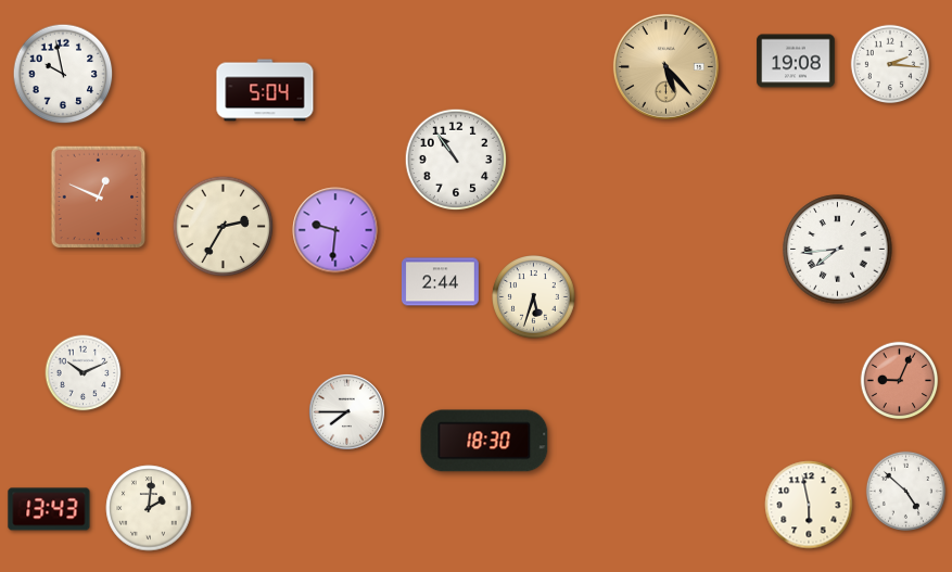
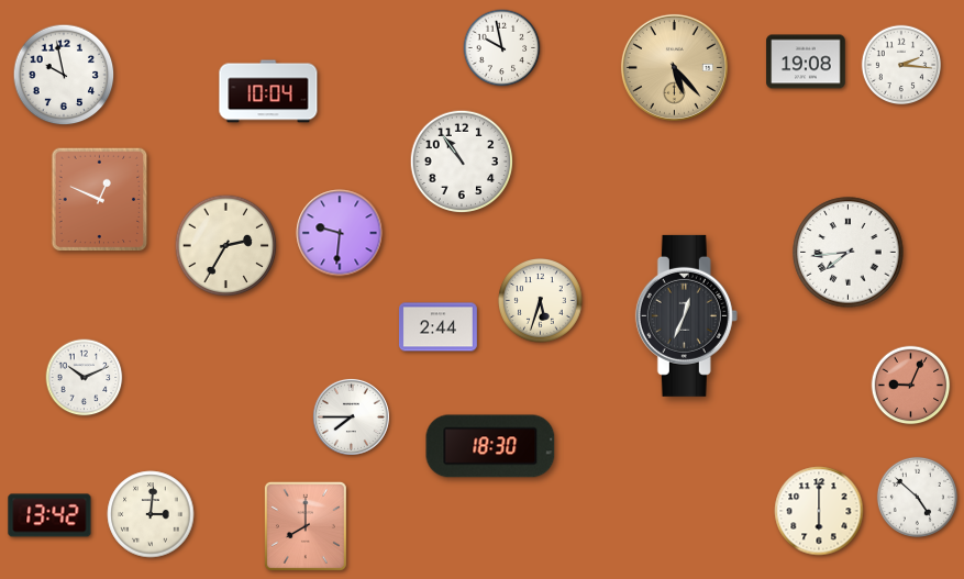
clock at (502, 48): none -> 9:58
clock at (265, 90): 5:04 -> 10:04
clock at (224, 227) position: (224, 227) -> (226, 246)
clock at (440, 282) position: (440, 282) -> (437, 327)
clock at (686, 315): none -> 12:34
clock at (809, 505): 5:58 -> 6:00
clock at (149, 508): 2:01 -> 3:01
clock at (49, 509): 13:43 -> 13:42
clock at (306, 526): none -> 8:00
